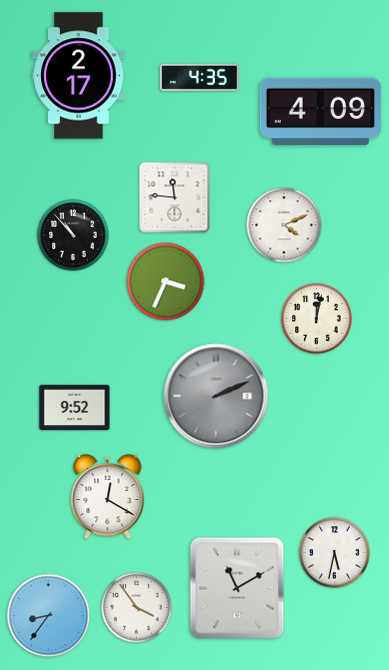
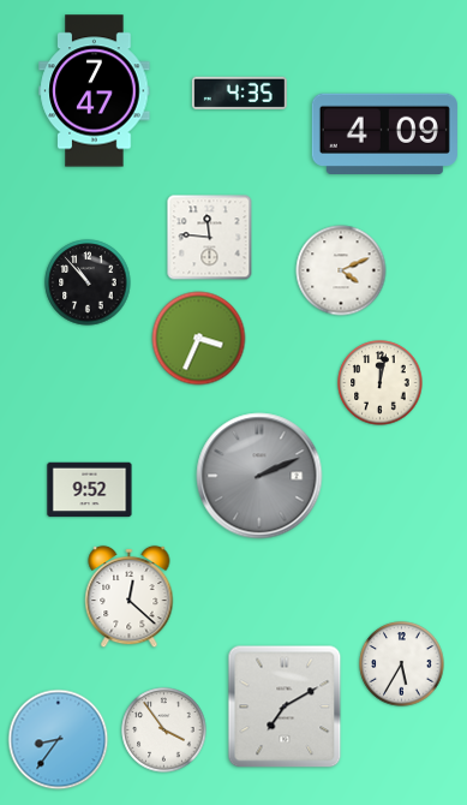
clock at (79, 76): 2:17 -> 7:47
clock at (108, 497): 12:20 -> 12:22
clock at (335, 553): 5:32 -> 5:35
clock at (237, 588): 11:10 -> 7:10
